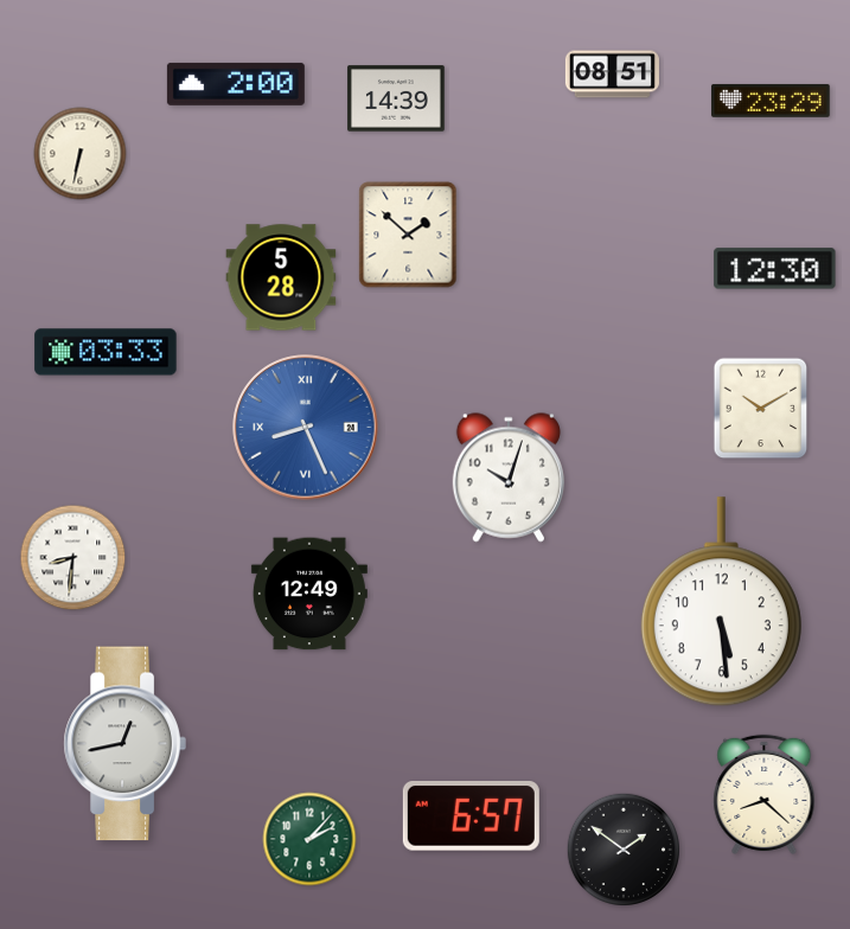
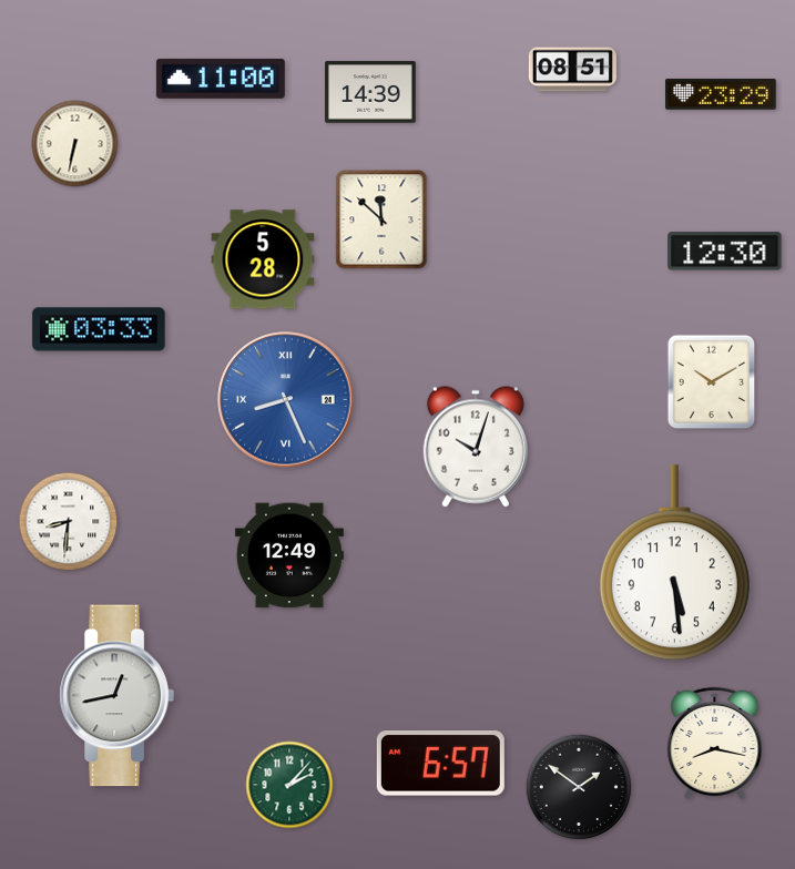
clock at (236, 84): 2:00 -> 11:00
clock at (408, 235): 1:52 -> 11:52
clock at (765, 794): 8:22 -> 8:17
clock at (622, 848) position: (622, 848) -> (578, 786)
